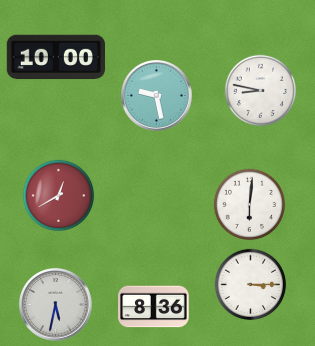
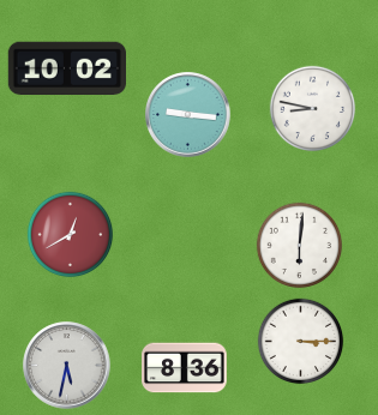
clock at (55, 57): 10:00 -> 10:02
clock at (157, 96): 9:28 -> 9:16
